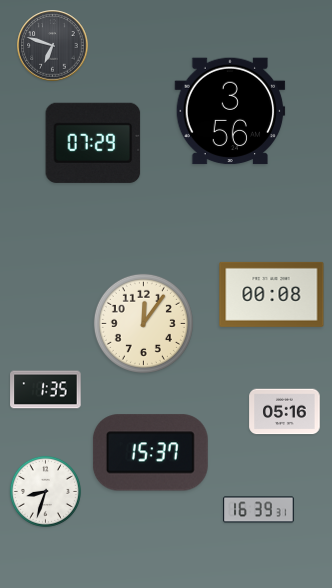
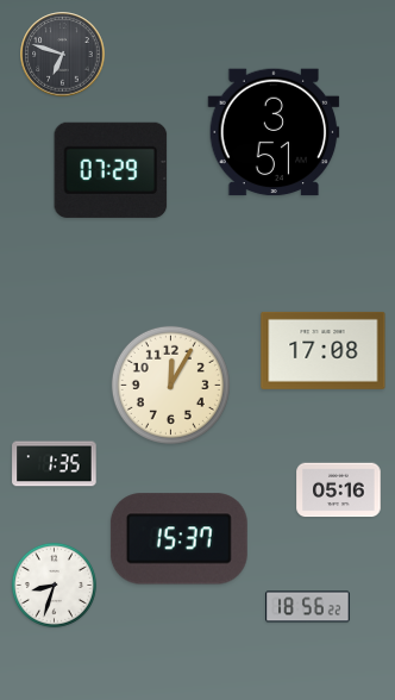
clock at (230, 111): 3:56 -> 3:51
clock at (272, 294): 00:08 -> 17:08
clock at (143, 323): 12:06 -> 12:05
clock at (259, 510): 16:39 -> 18:56
